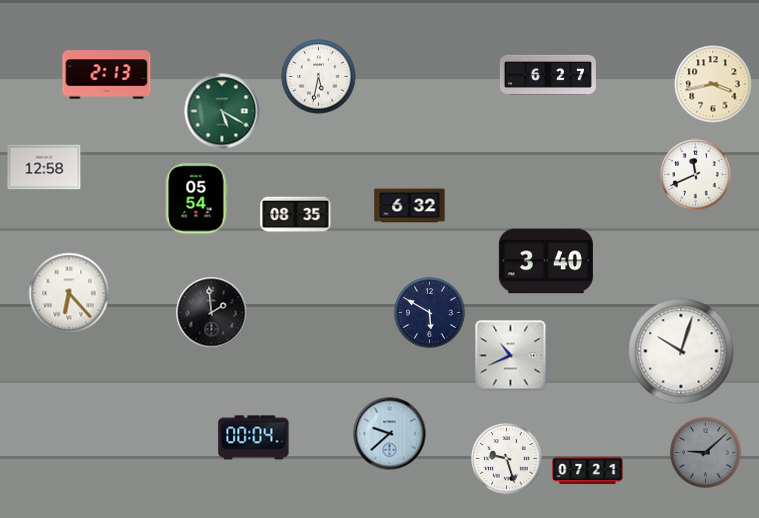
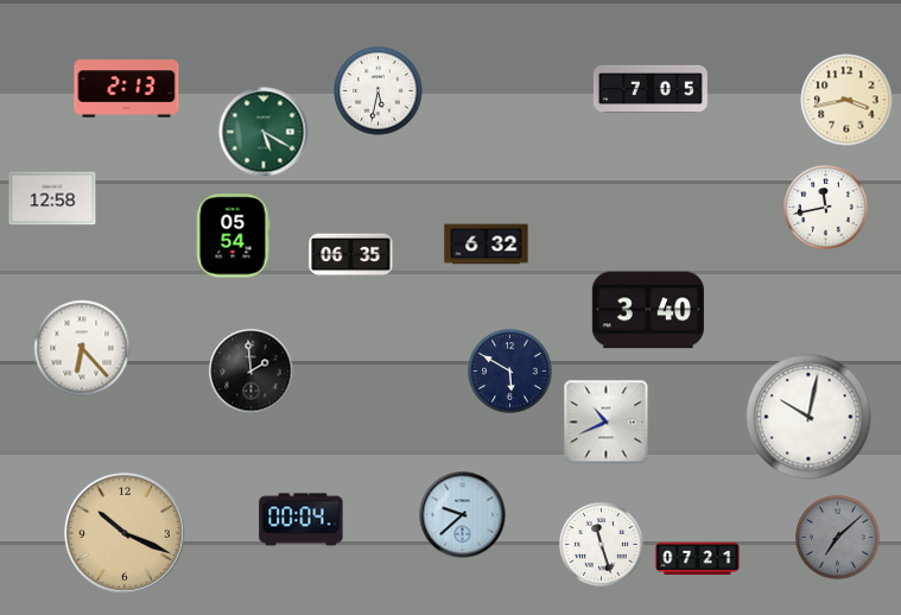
clock at (548, 75): 6:27 -> 7:05
clock at (696, 175): 11:41 -> 11:43
clock at (296, 215): 08:35 -> 06:35
clock at (681, 351): 10:03 -> 10:02
clock at (126, 534): none -> 10:19
clock at (706, 453): 9:08 -> 7:08
clock at (507, 459): 9:27 -> 11:27
